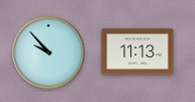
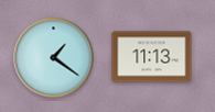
clock at (49, 53): 9:53 -> 1:21
